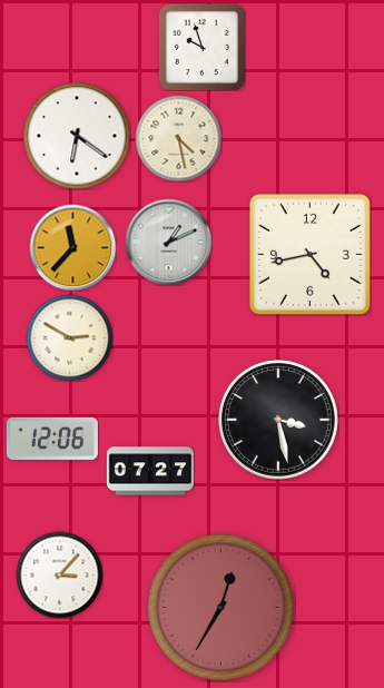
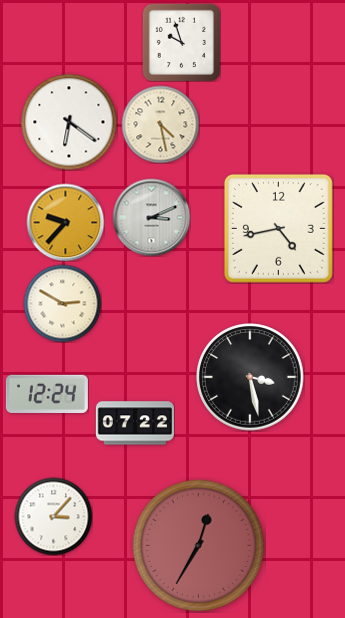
clock at (168, 242): 1:11 -> 3:11
clock at (72, 247): 11:37 -> 9:37
clock at (52, 439): 12:06 -> 12:24
clock at (150, 471): 07:27 -> 07:22
